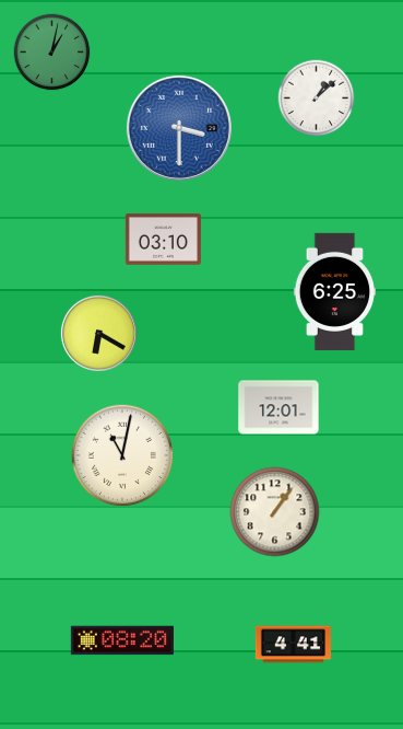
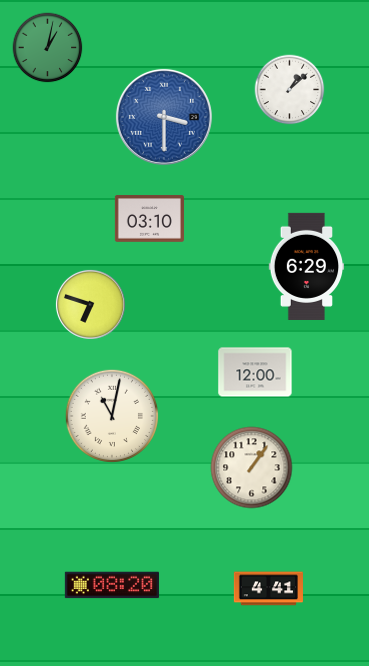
clock at (335, 291): 6:25 -> 6:29
clock at (98, 333): 6:20 -> 6:48
clock at (278, 407): 12:01 -> 12:00
